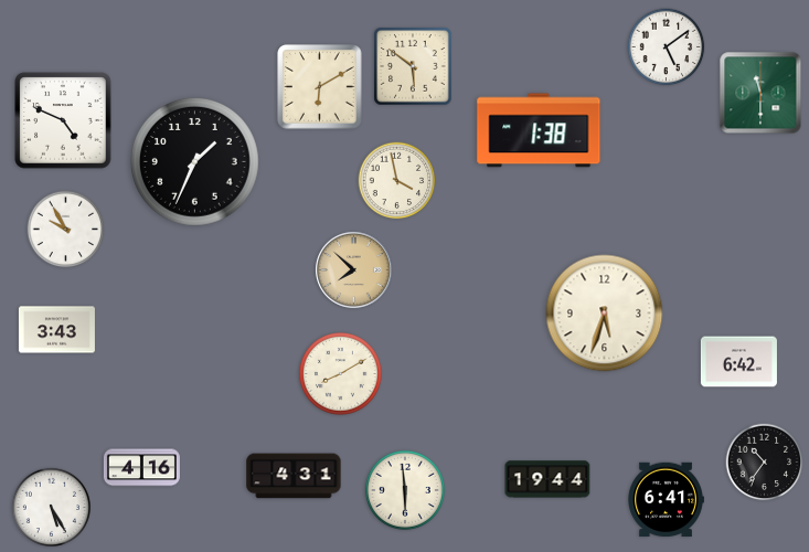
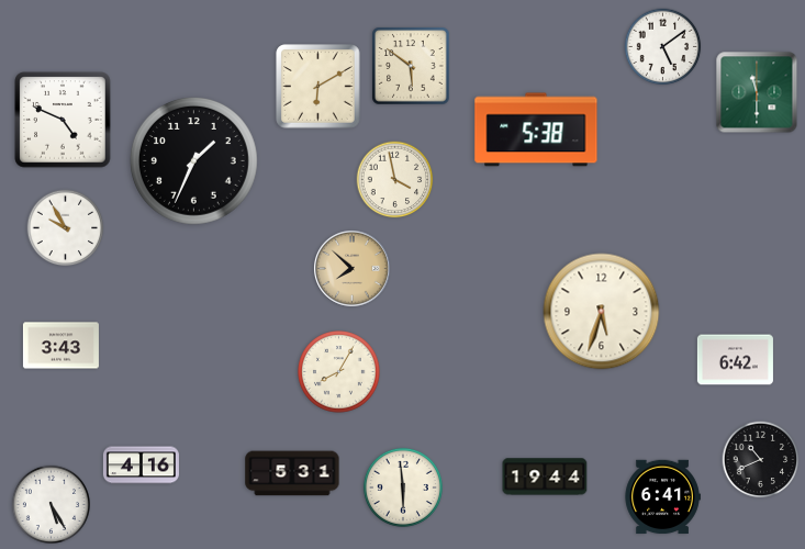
clock at (539, 130): 1:38 -> 5:38
clock at (56, 330) position: (56, 330) -> (60, 346)
clock at (341, 374): 8:10 -> 8:05
clock at (765, 463): 10:36 -> 10:41
clock at (294, 476): 4:31 -> 5:31
